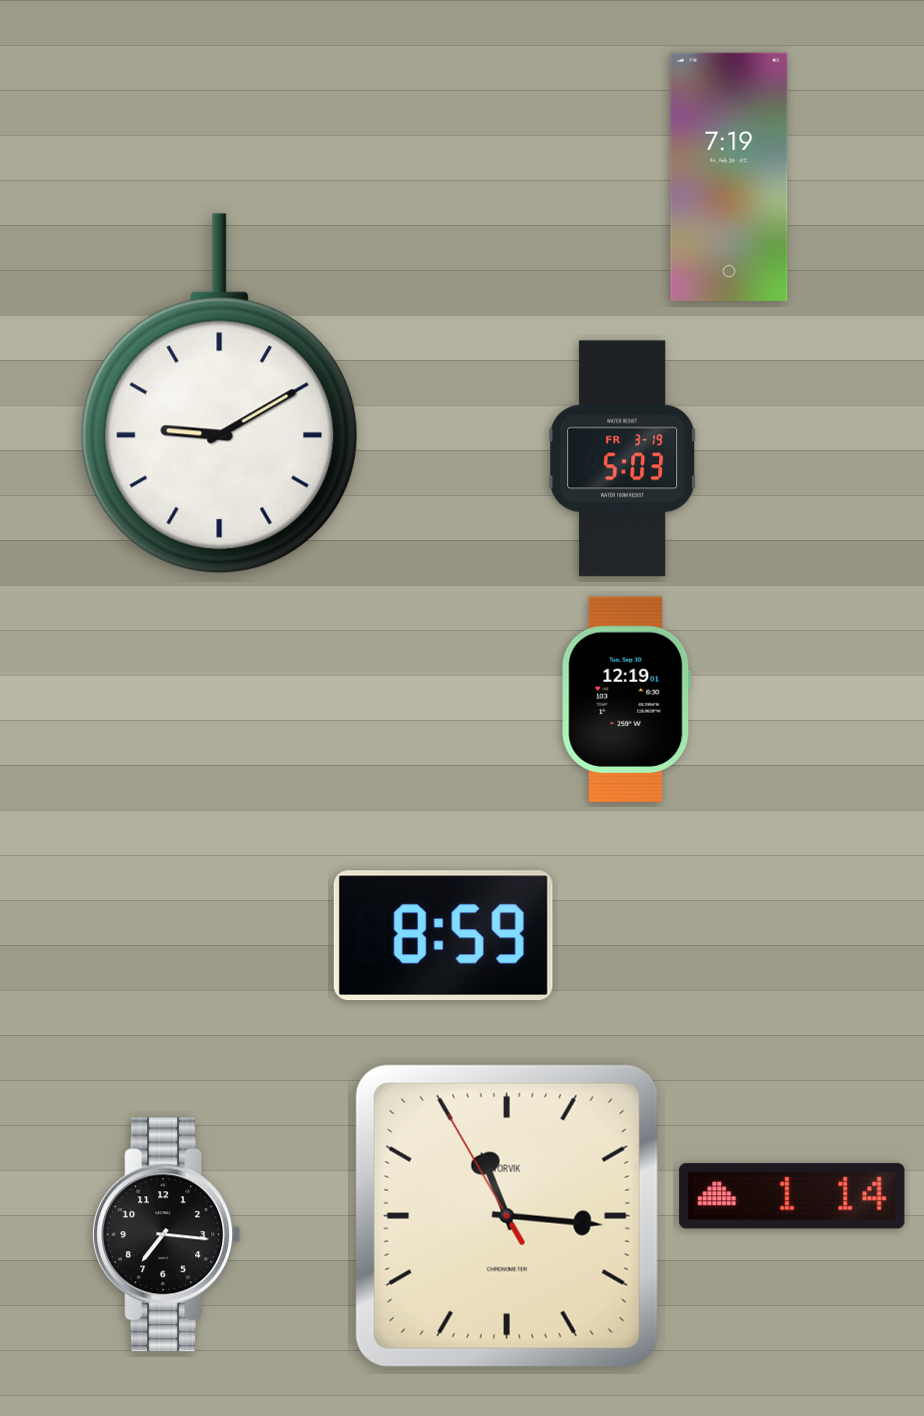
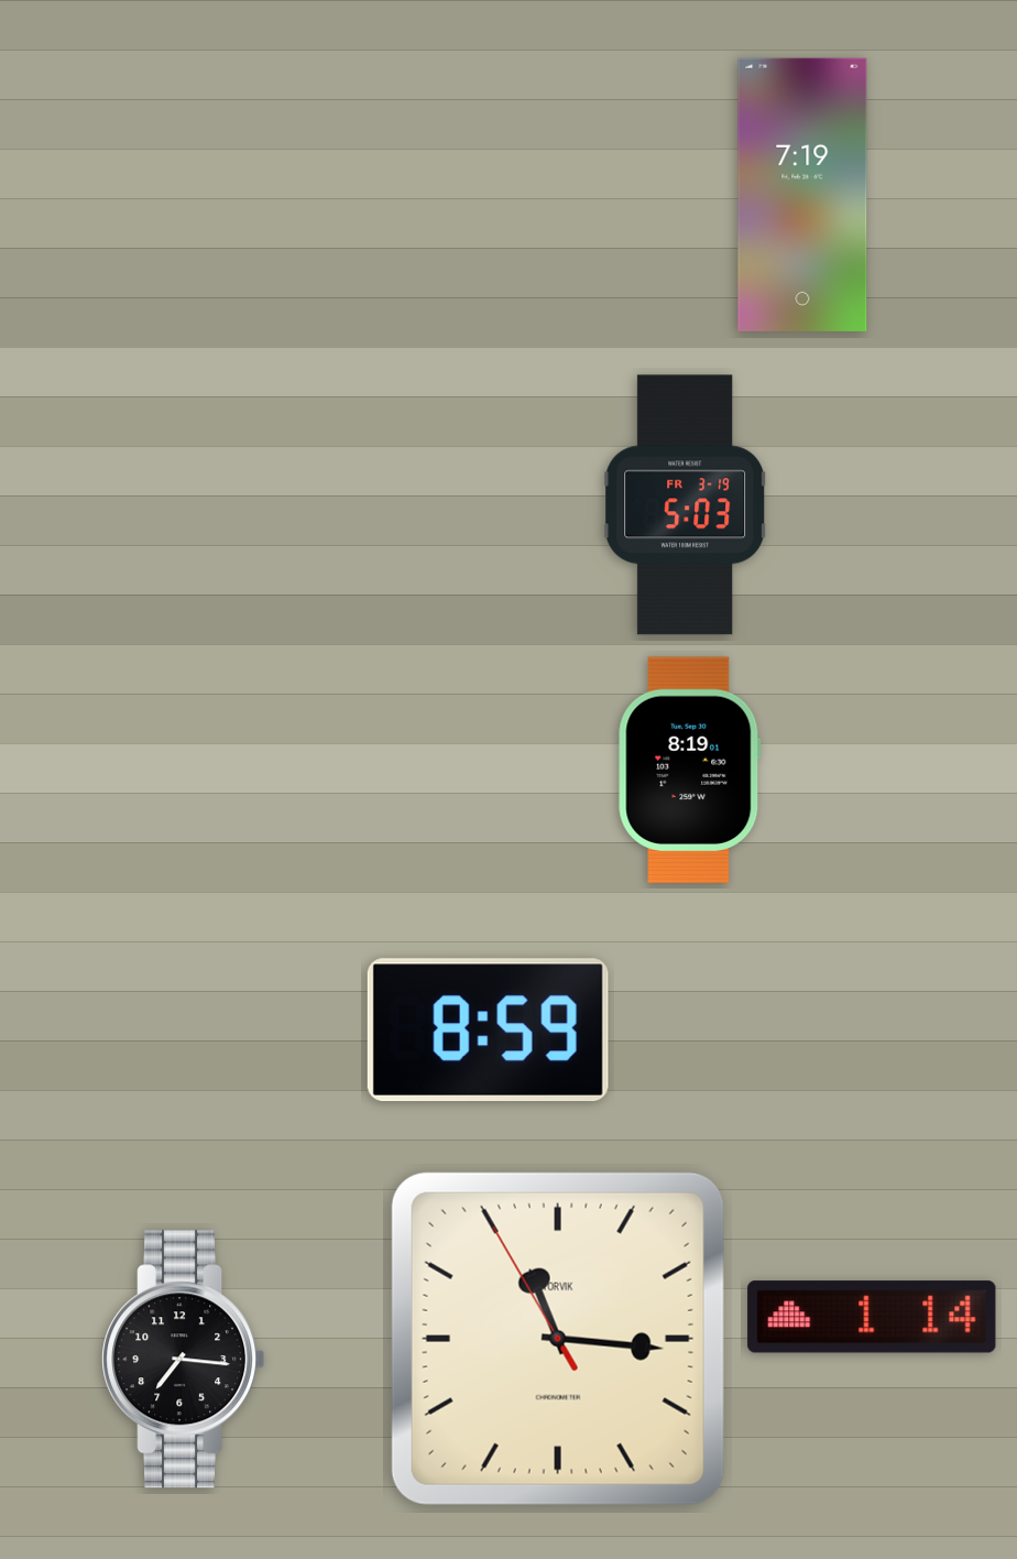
clock at (220, 394): 9:10 -> none
clock at (627, 699): 12:19 -> 8:19
